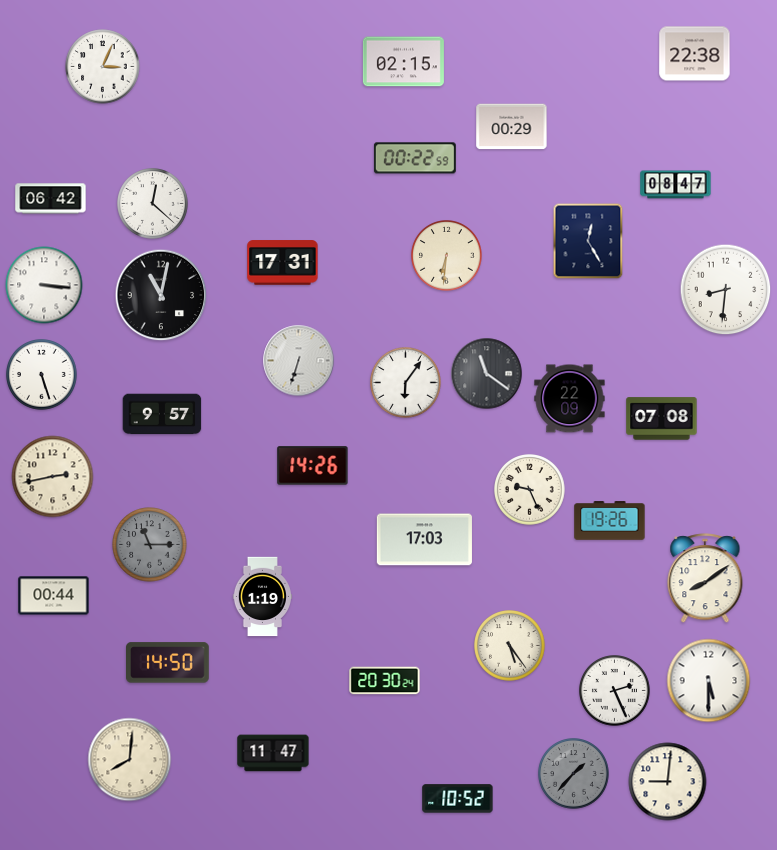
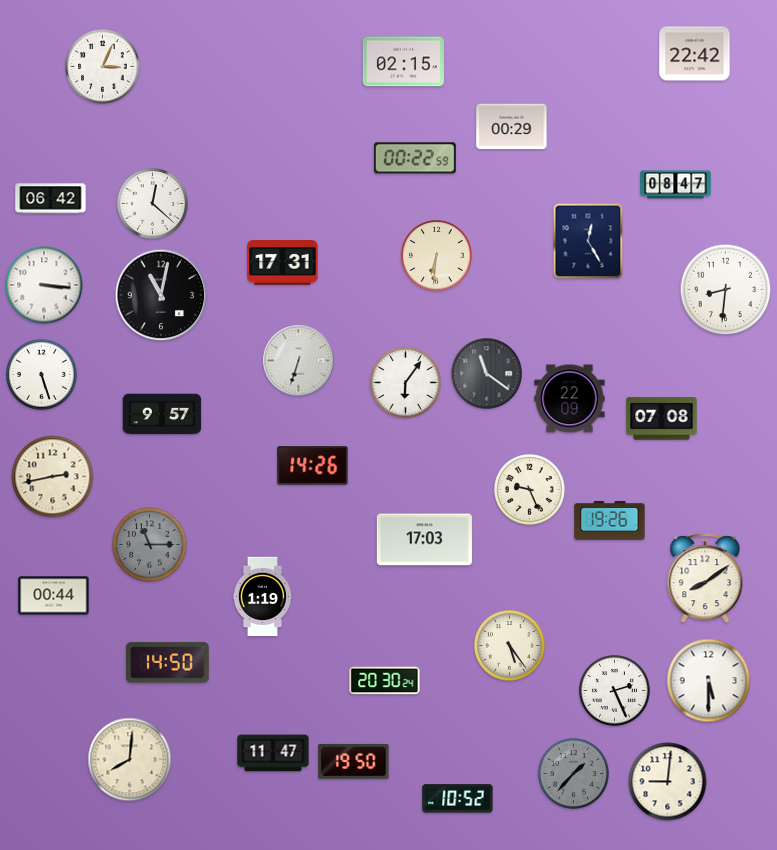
clock at (695, 54): 22:38 -> 22:42
clock at (447, 256) position: (447, 256) -> (437, 256)
clock at (354, 761): none -> 19:50
